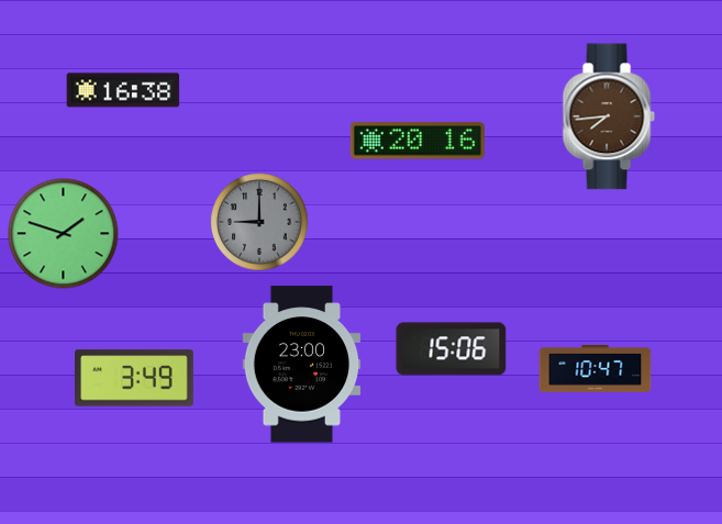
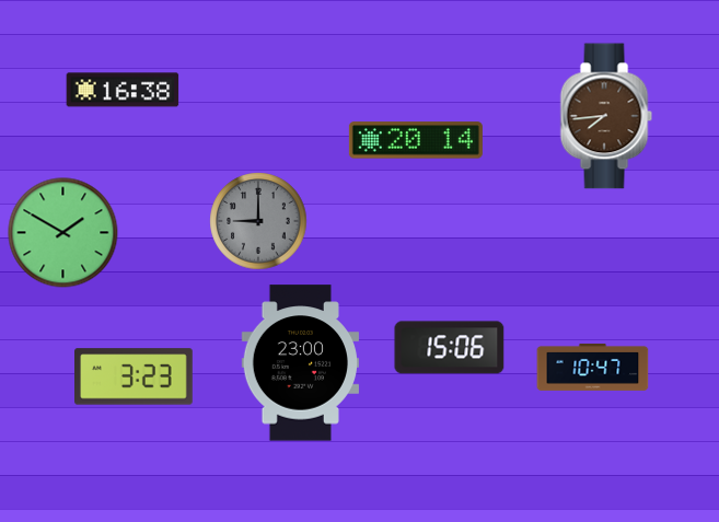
clock at (418, 141): 20:16 -> 20:14
clock at (64, 234): 1:48 -> 1:50
clock at (135, 378): 3:49 -> 3:23
